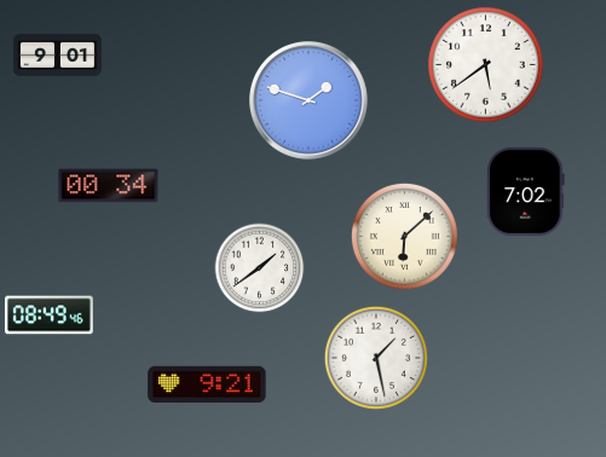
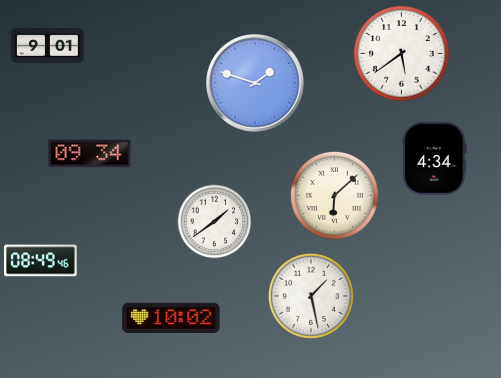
clock at (109, 186): 00:34 -> 09:34
clock at (526, 191): 7:02 -> 4:34
clock at (207, 384): 9:21 -> 10:02
